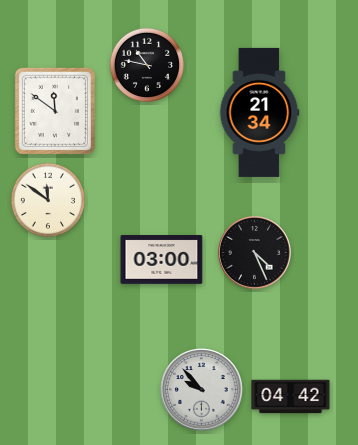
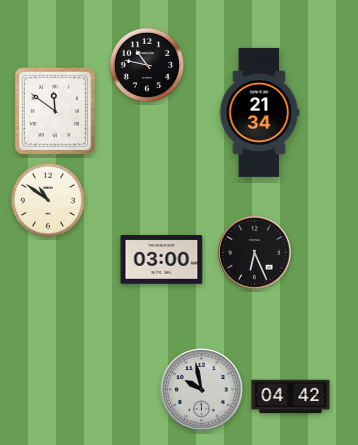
clock at (47, 199): 11:51 -> 10:51
clock at (255, 253): 4:26 -> 6:26
clock at (202, 390): 9:53 -> 9:58
